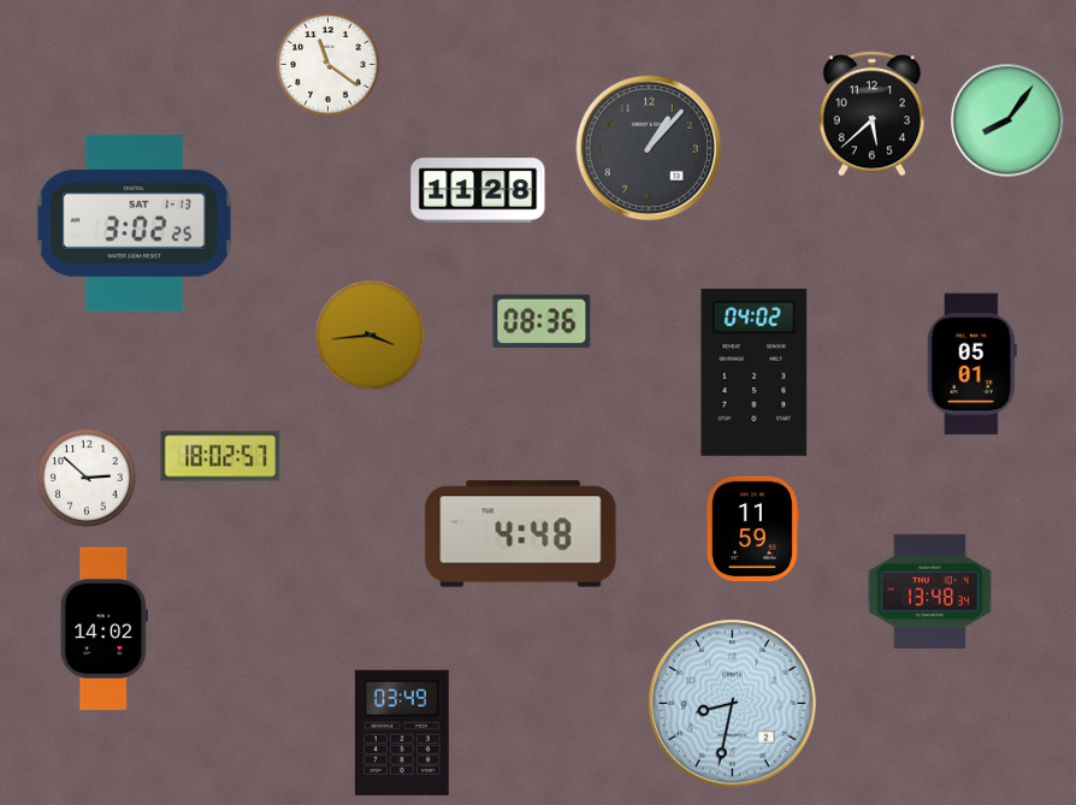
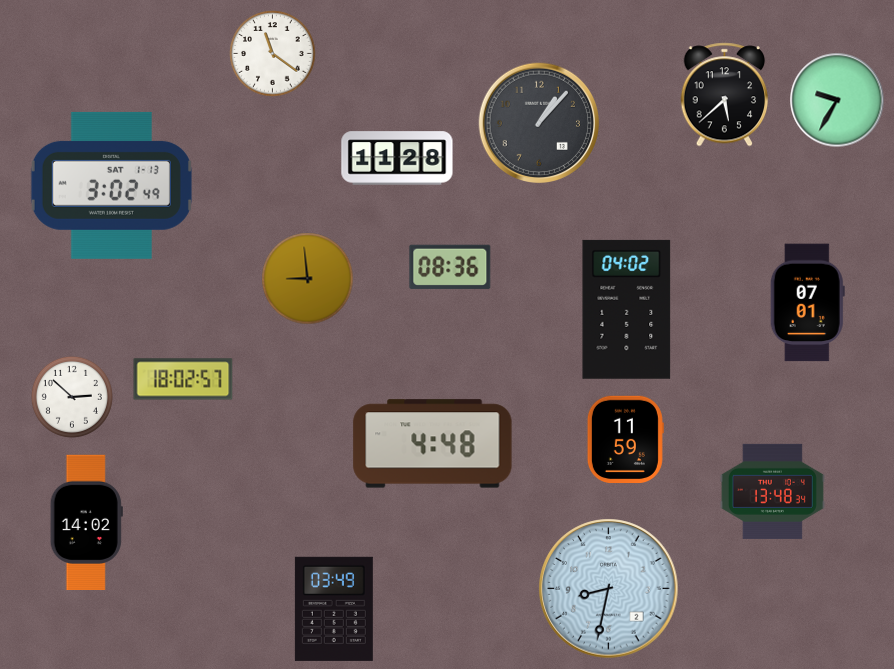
clock at (1007, 120): 8:06 -> 9:35
clock at (134, 223): 3:02:25 -> 3:02:49
clock at (371, 336): 3:44 -> 8:59
clock at (971, 365): 05:01 -> 07:01
clock at (733, 704) position: (733, 704) -> (609, 589)
